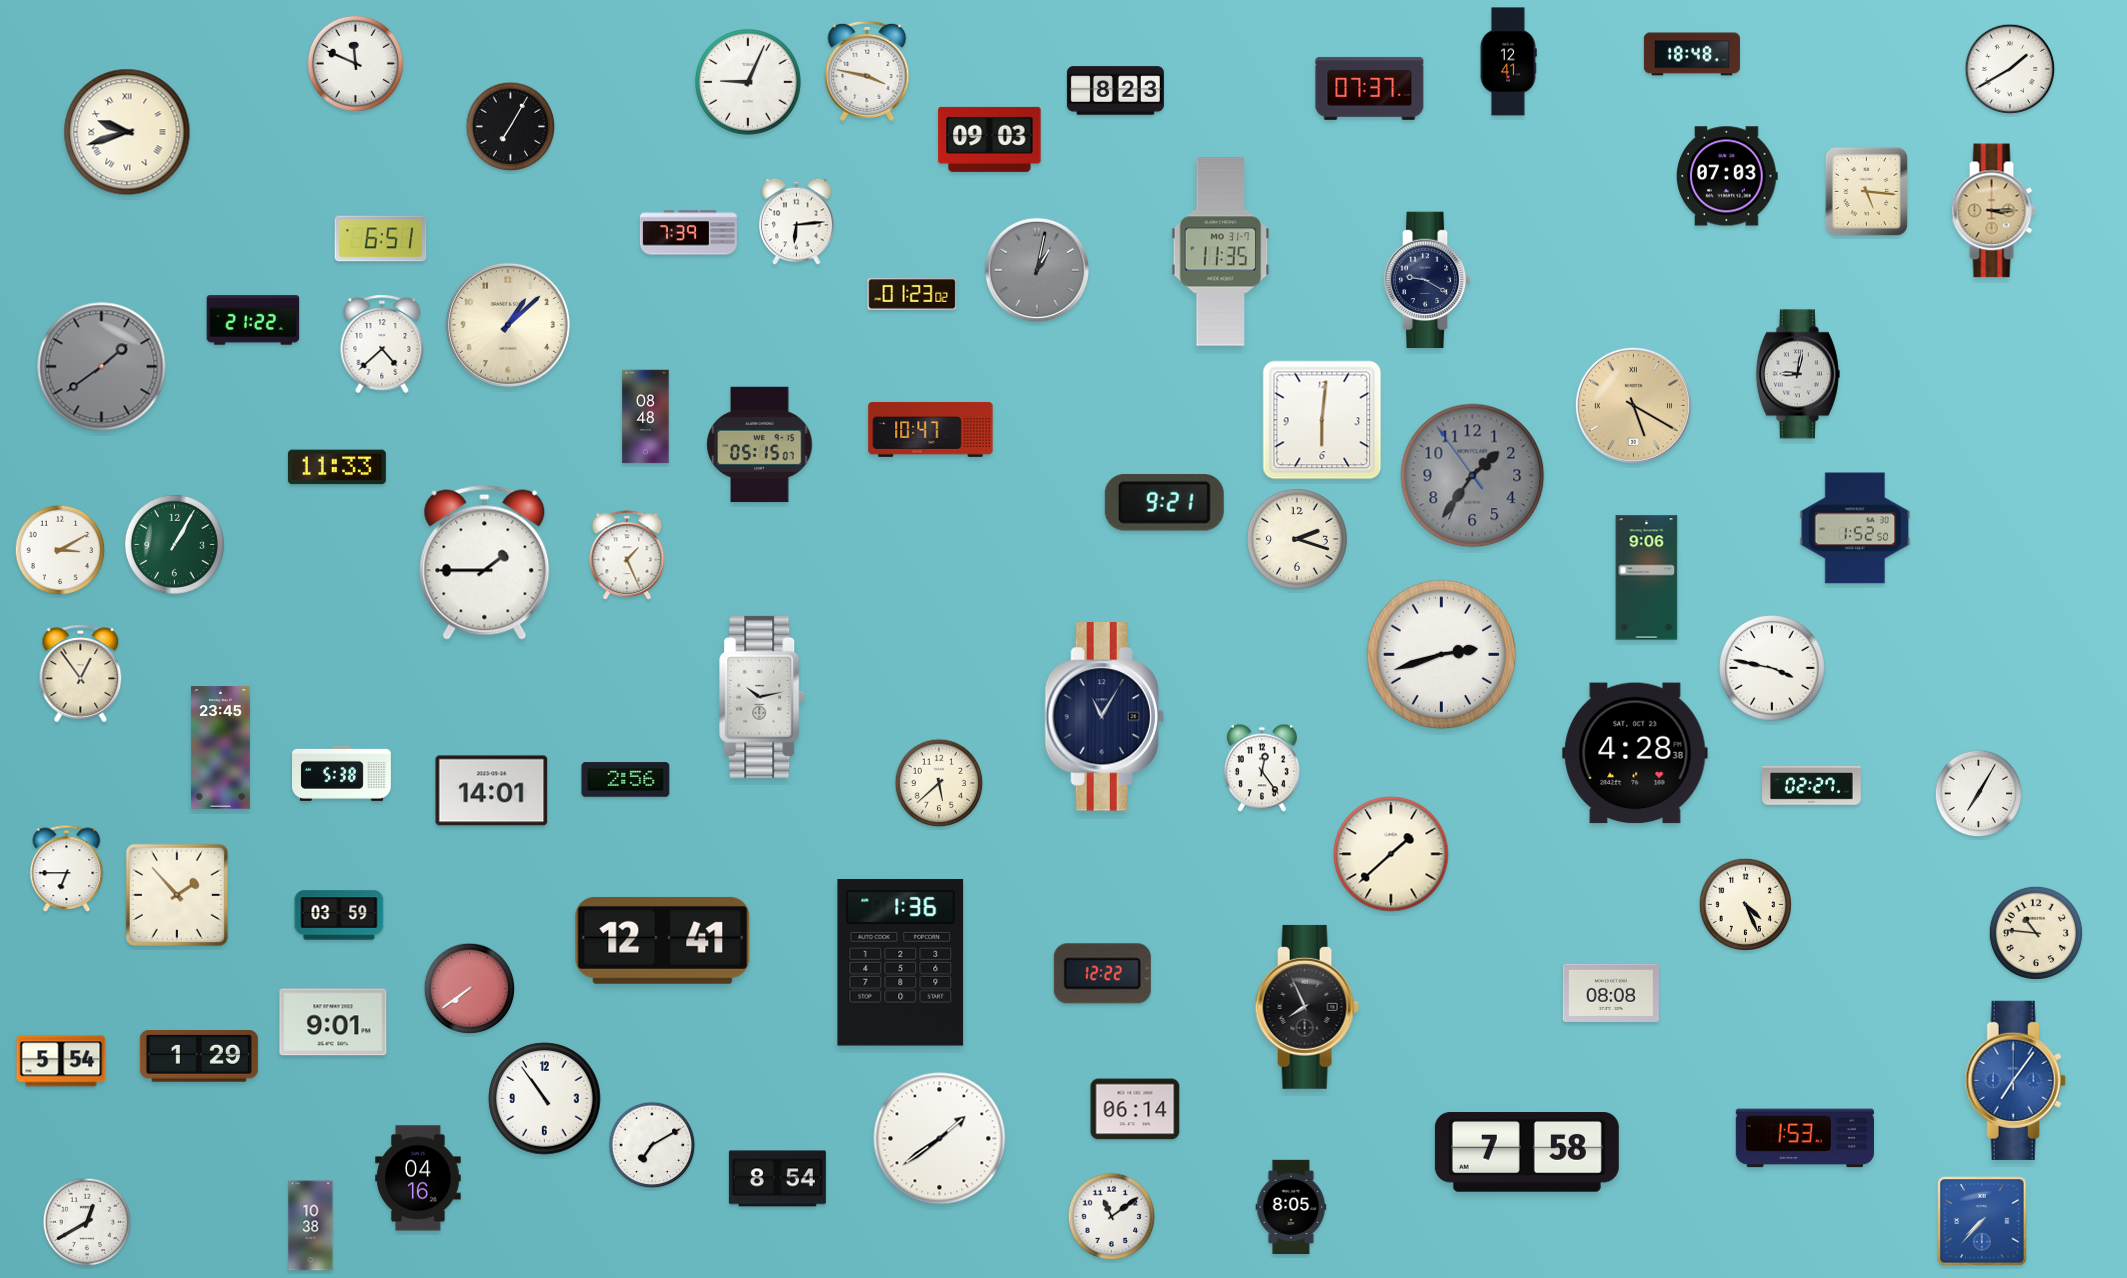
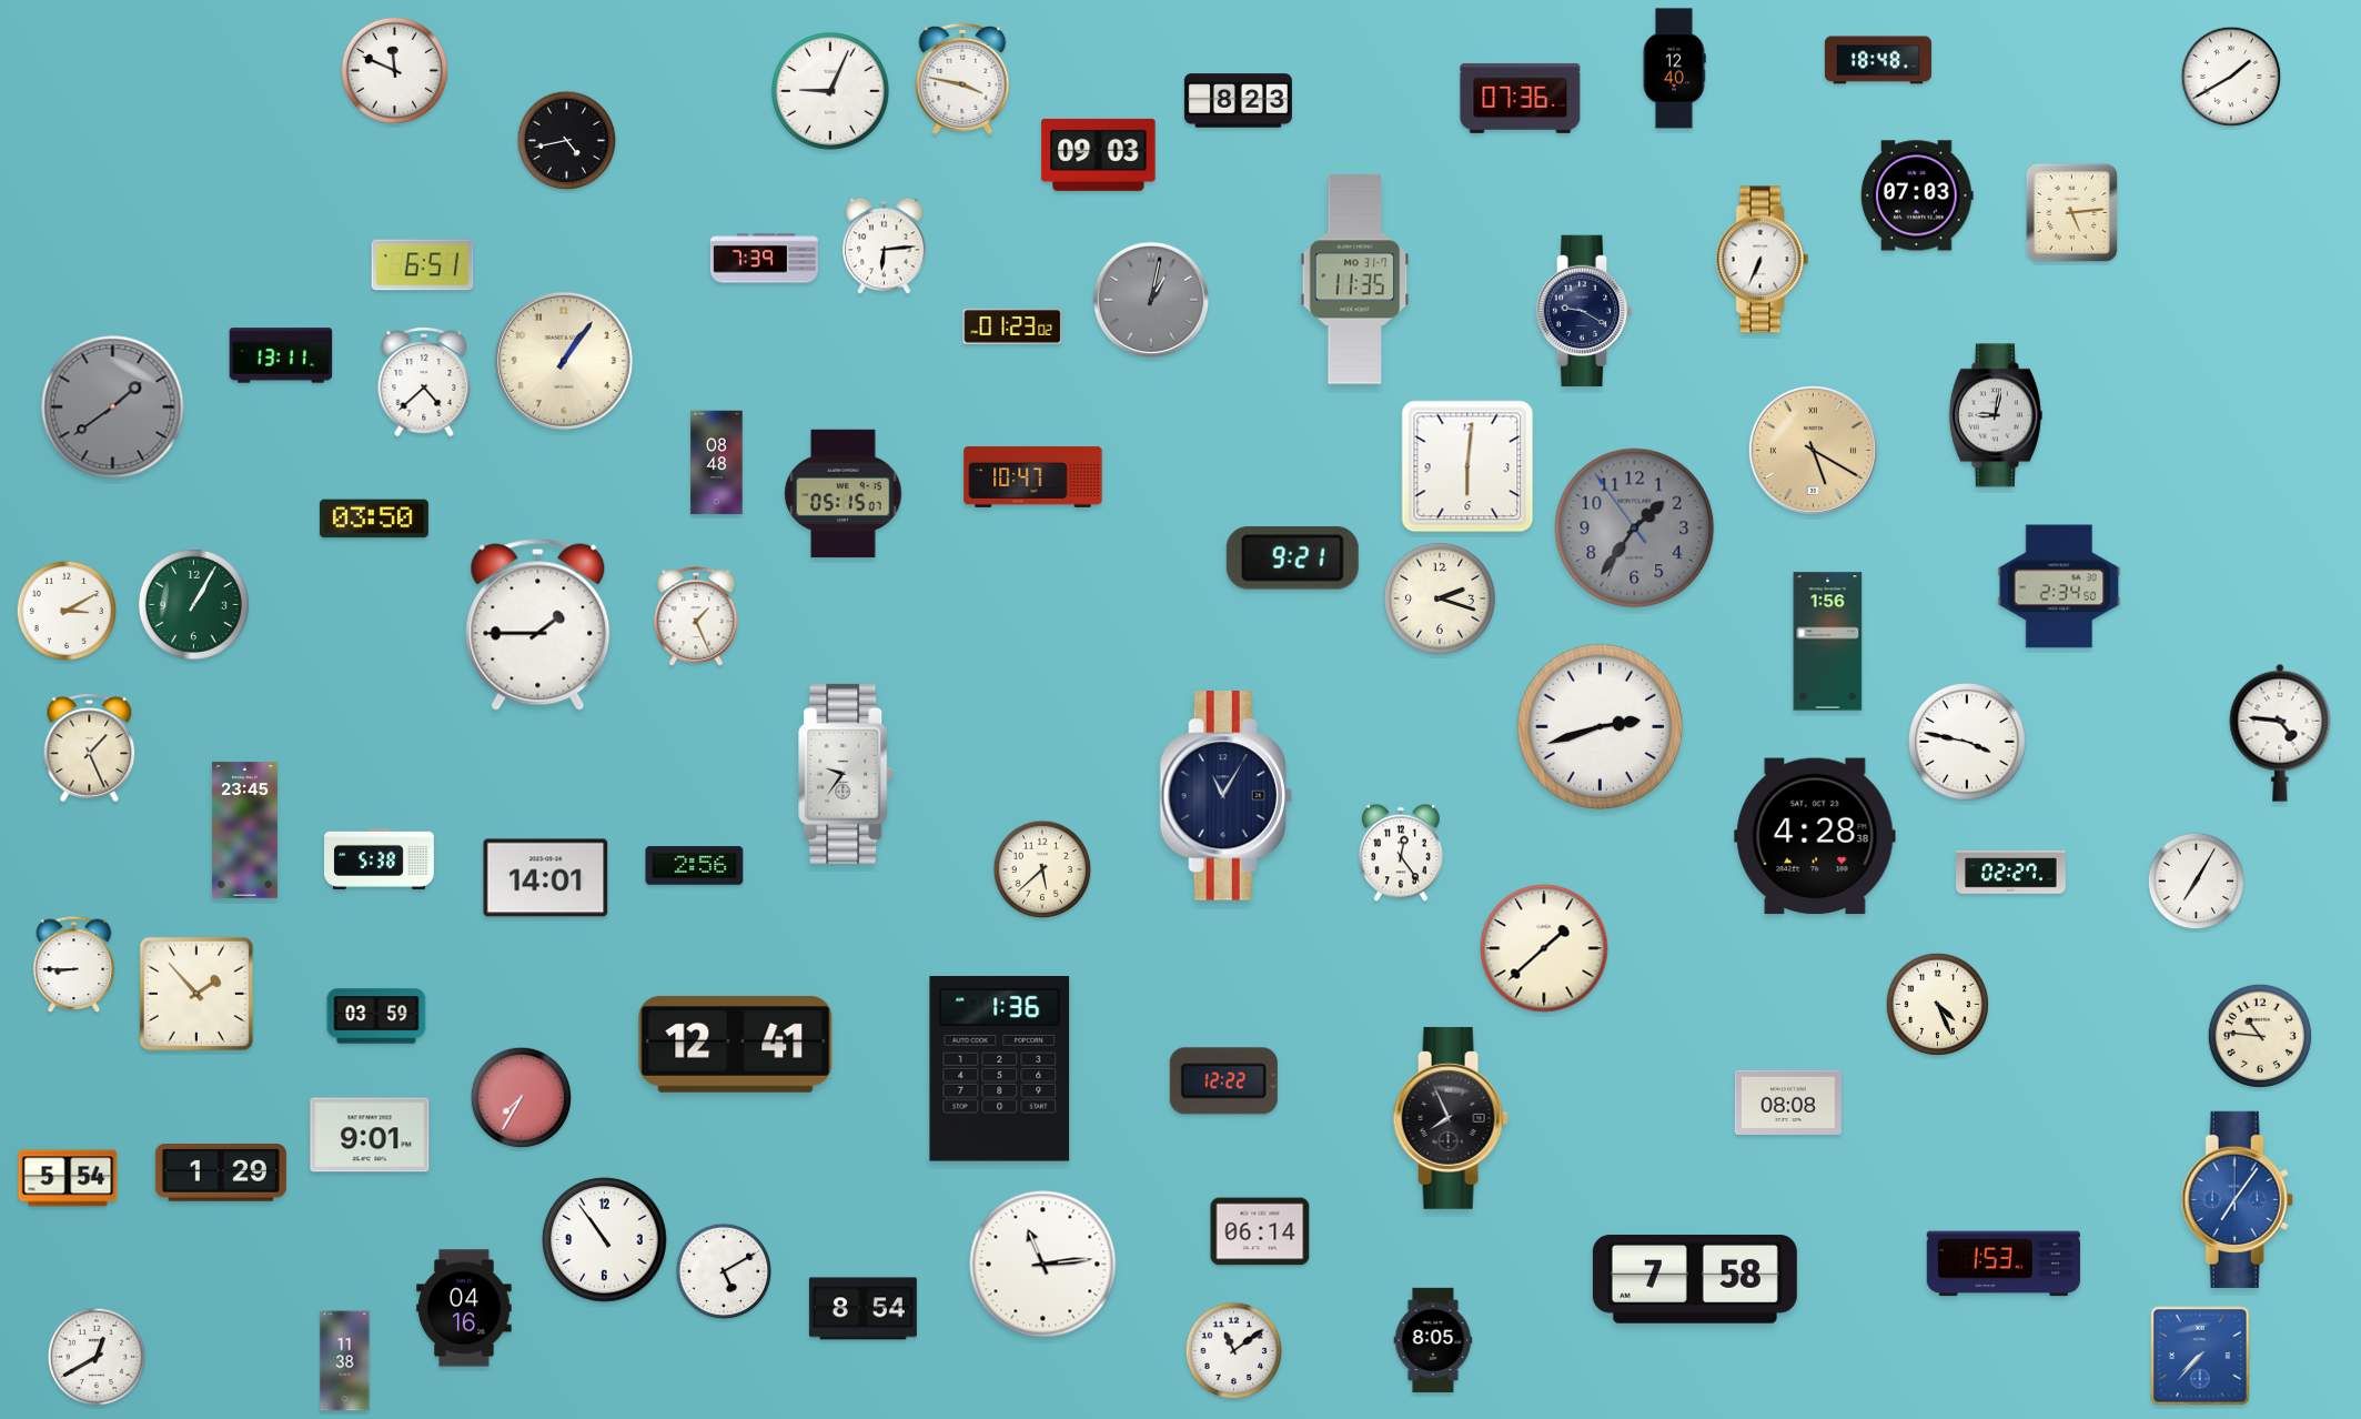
clock at (1508, 62): 12:41 -> 12:40
clock at (1370, 88): 07:37 -> 07:36
clock at (511, 127): 7:05 -> 4:43
clock at (127, 132): 9:42 -> none
clock at (1866, 191): 5:16 -> 5:14
clock at (1993, 211): 3:15 -> none
clock at (1763, 260): none -> 6:34
clock at (253, 320): 21:22 -> 13:11
clock at (508, 325): 1:08 -> 1:06
clock at (337, 467): 11:33 -> 03:50
clock at (1855, 528): 1:52 -> 2:34
clock at (1647, 578): 9:06 -> 1:56
clock at (2280, 733): none -> 4:46
clock at (81, 674): 12:54 -> 1:26
clock at (763, 697): 10:13 -> 9:36
clock at (67, 869): 6:45 -> 8:45
clock at (470, 989): 7:39 -> 7:35
clock at (545, 1099) position: (545, 1099) -> (605, 1240)
clock at (940, 1139): 1:39 -> 11:14
clock at (652, 1145): 7:10 -> 5:10
clock at (311, 1226): 10:38 -> 11:38
